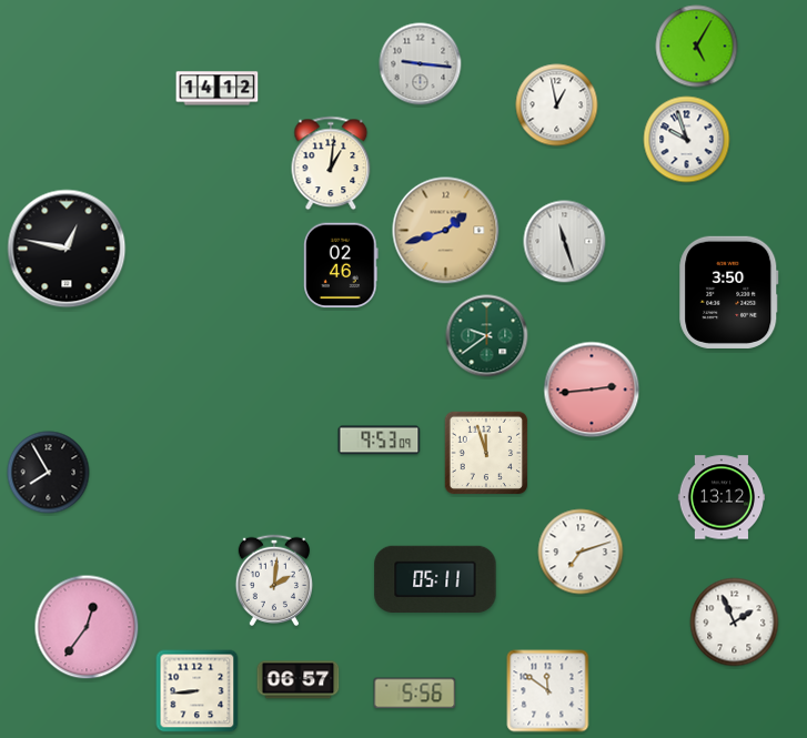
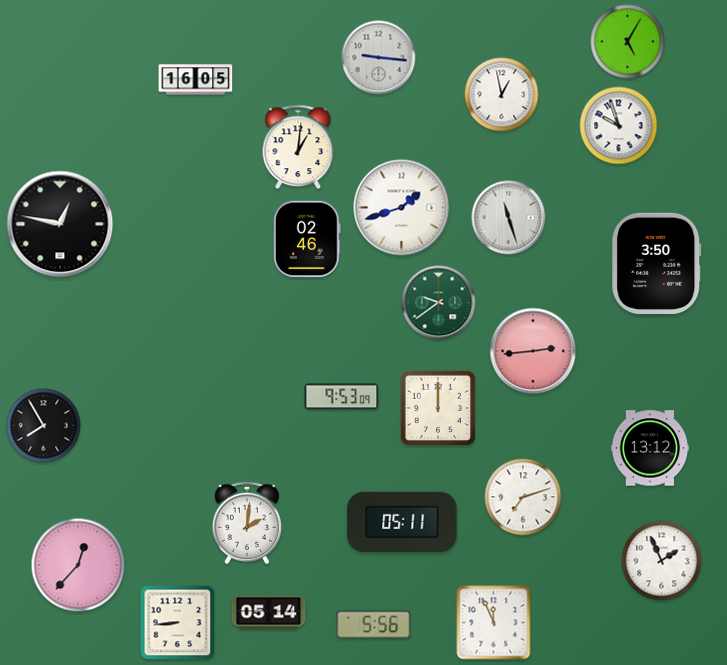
clock at (218, 89): 14:12 -> 16:05
clock at (446, 231) dial: champagne -> white
clock at (486, 453): 11:57 -> 12:00
clock at (435, 578) position: (435, 578) -> (402, 521)
clock at (87, 627): 12:36 -> 12:37
clock at (299, 680): 06:57 -> 05:14
clock at (548, 691): 11:51 -> 11:56
